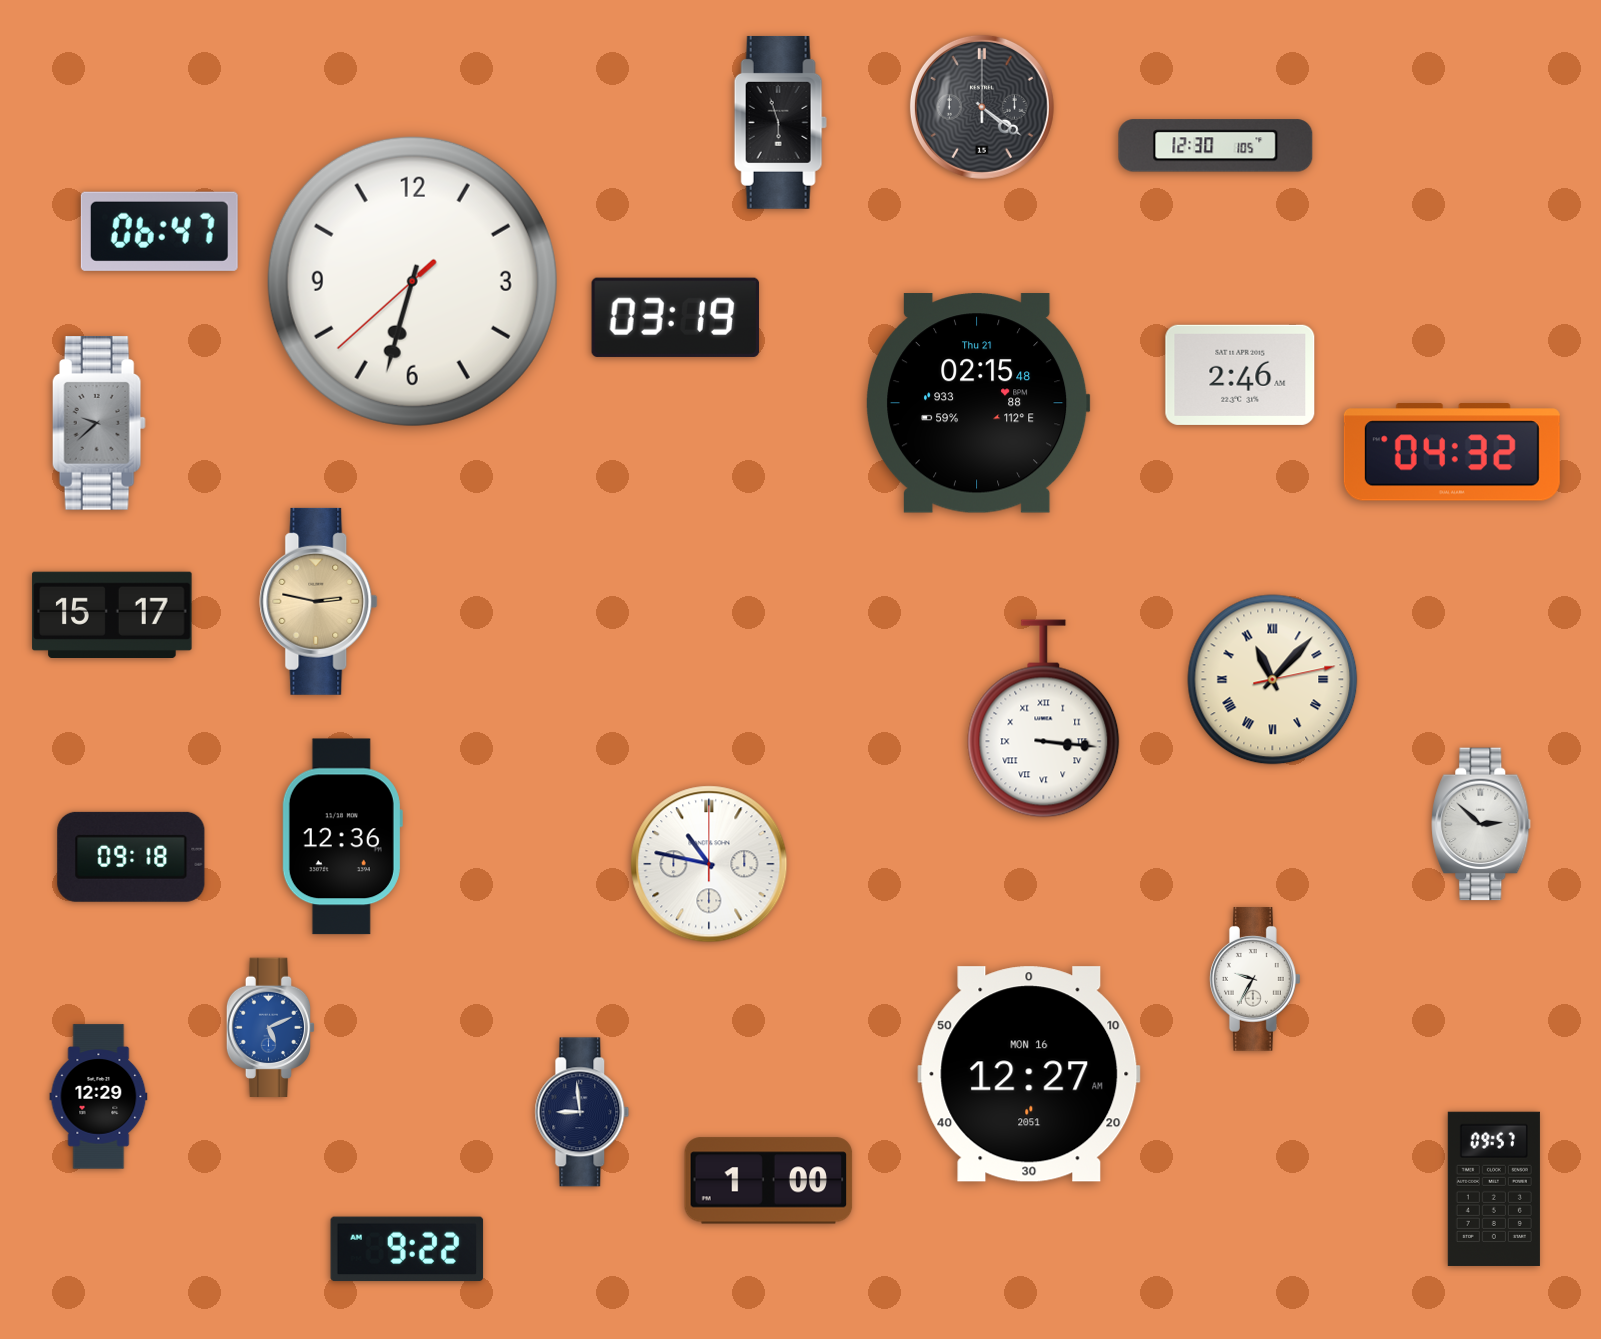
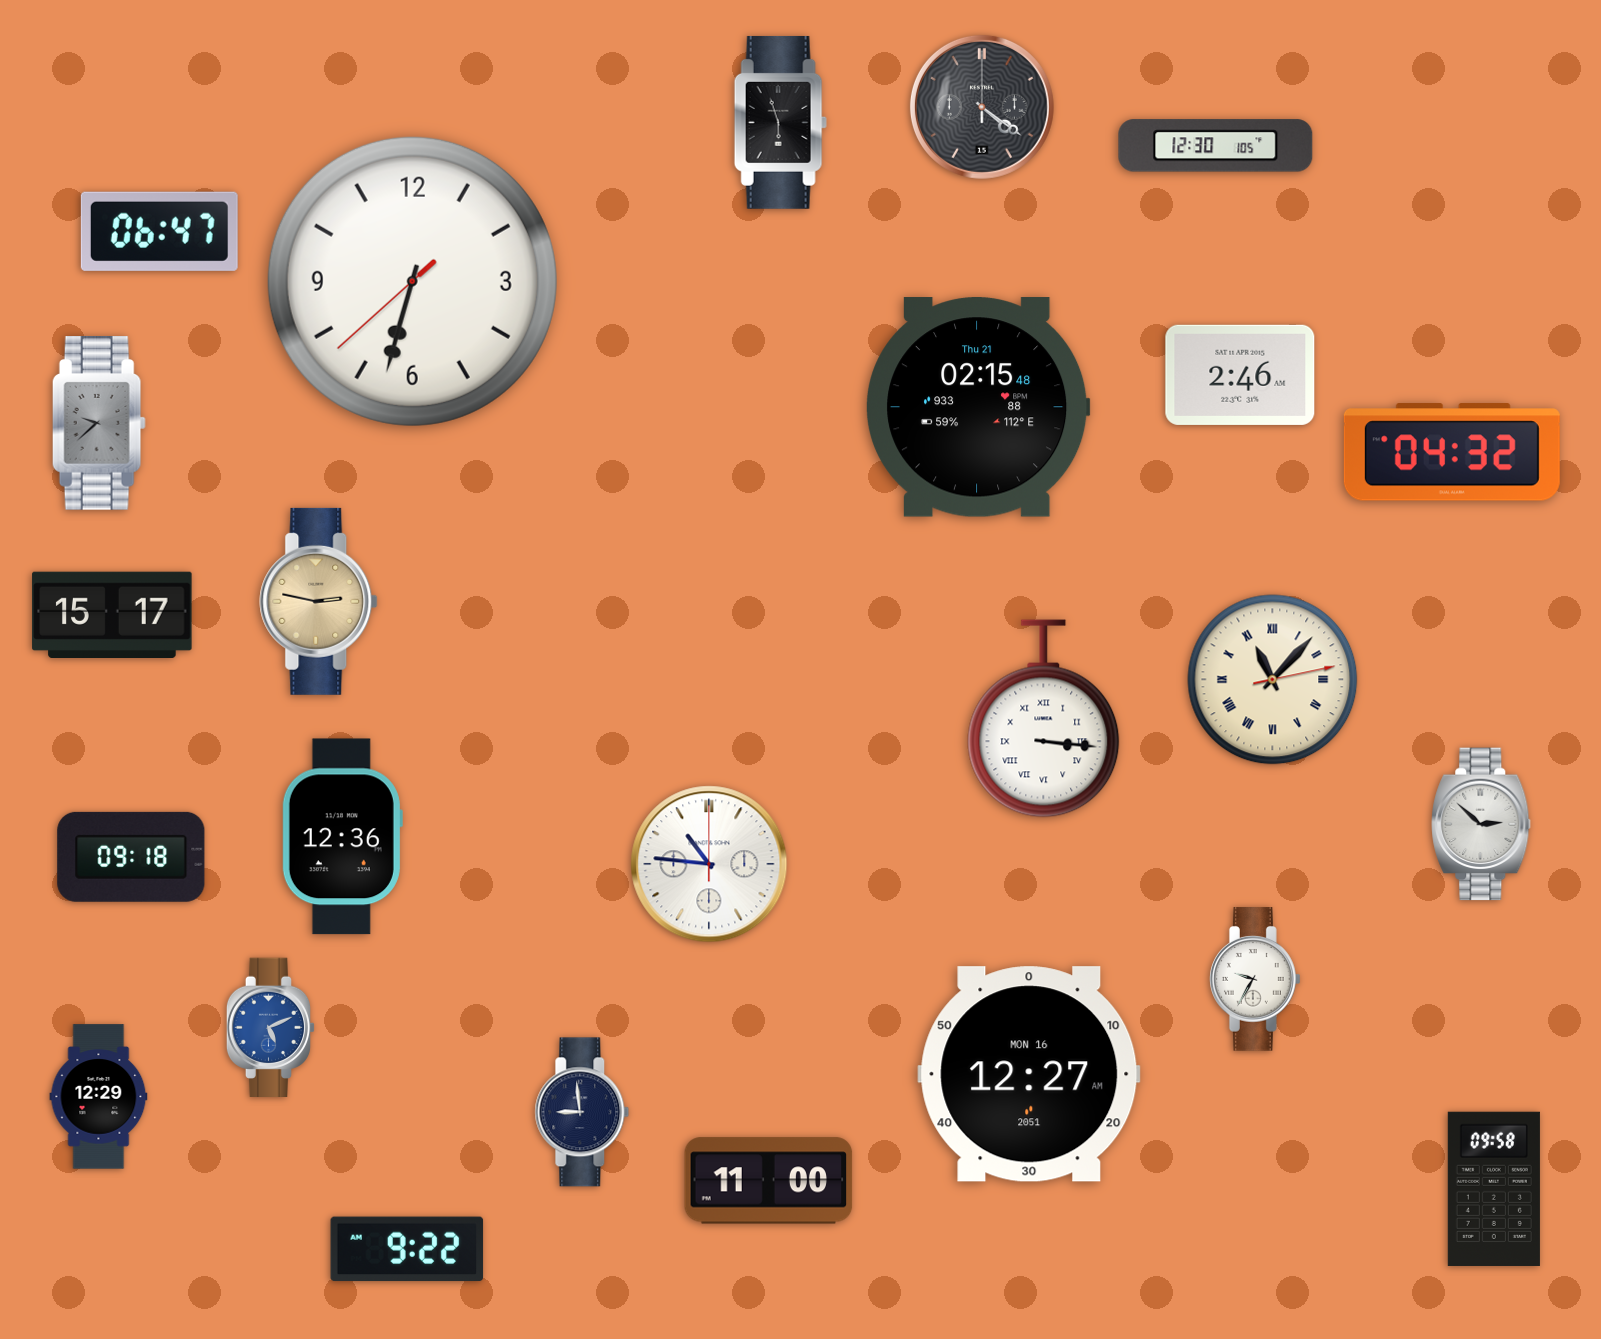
clock at (676, 317): 03:19 -> none
clock at (978, 403) position: (978, 403) -> (978, 407)
clock at (709, 864): 10:47 -> 10:46
clock at (769, 1181): 1:00 -> 11:00
clock at (1494, 1189): 09:57 -> 09:58
